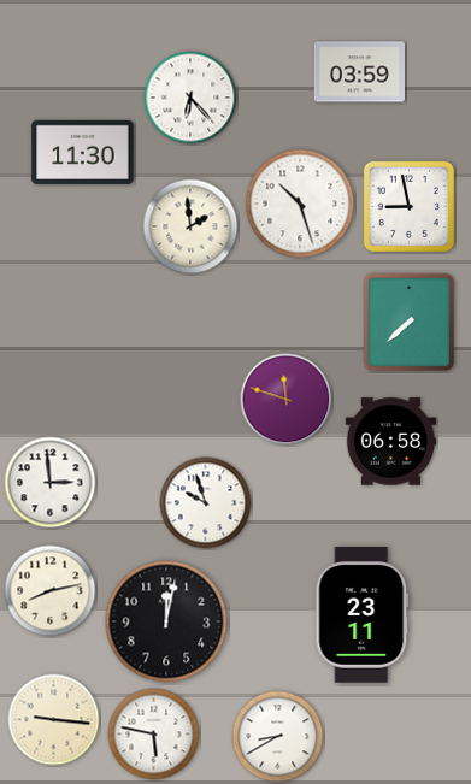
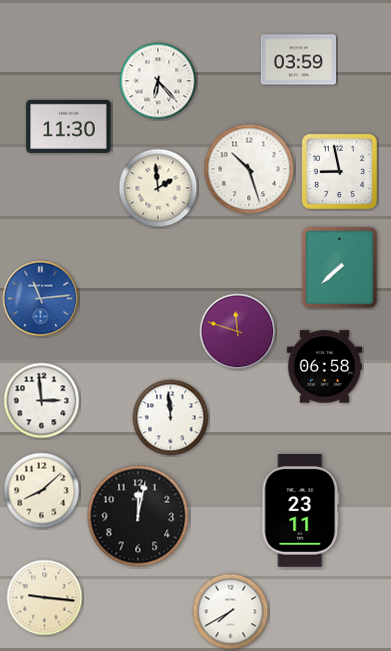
clock at (41, 299): none -> 11:14
clock at (206, 503): 9:57 -> 11:59
clock at (51, 591): 8:13 -> 8:08
clock at (154, 735): 5:47 -> none
clock at (278, 737): 8:40 -> 7:40
